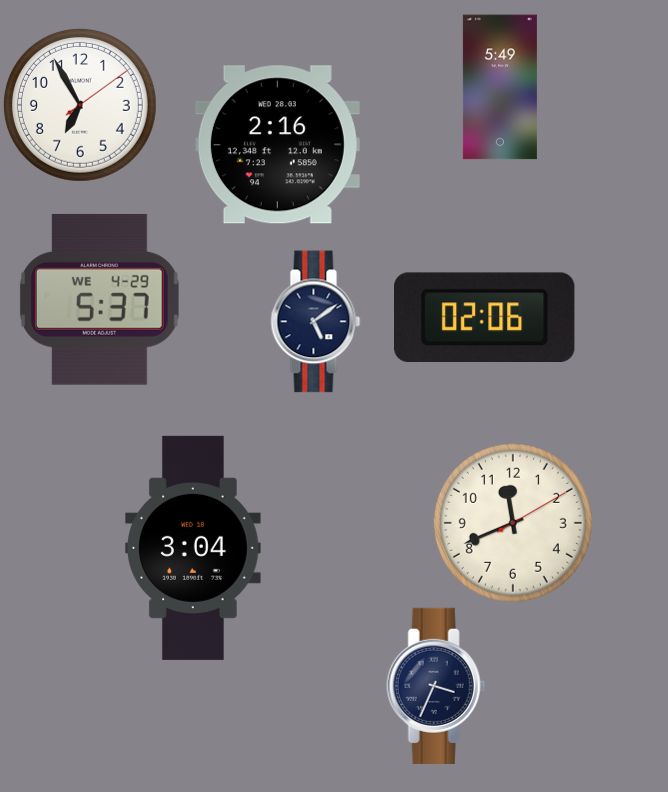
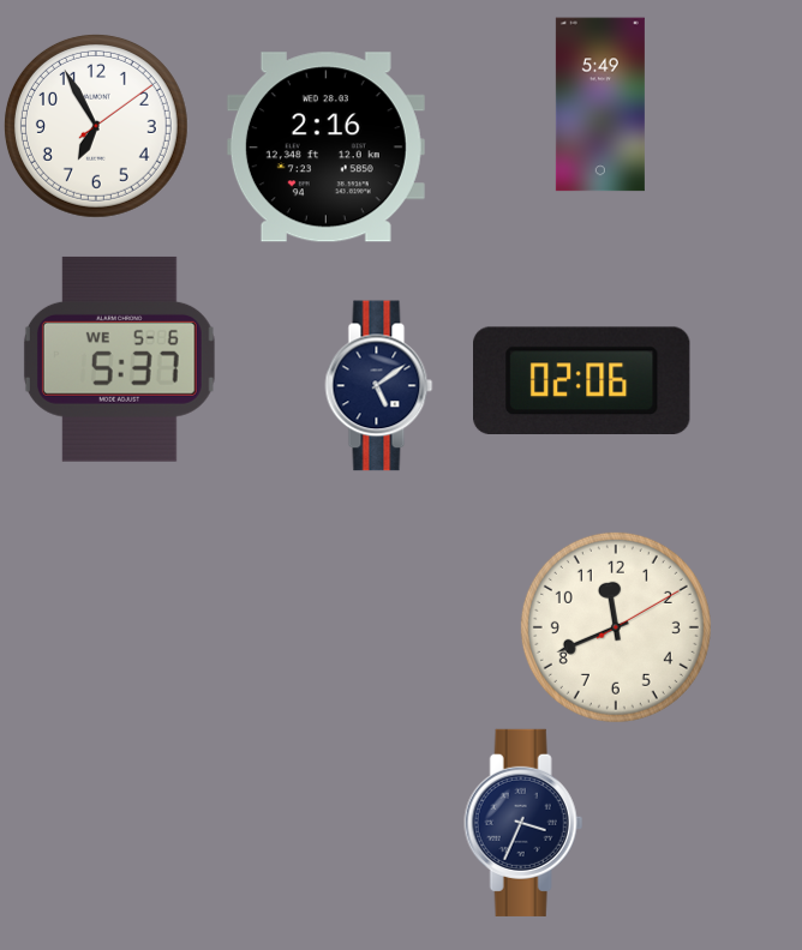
clock at (277, 145) position: (277, 145) -> (325, 148)
clock at (99, 299) date: WE 4-29 -> WE 5-6
clock at (193, 548): 3:04 -> none
